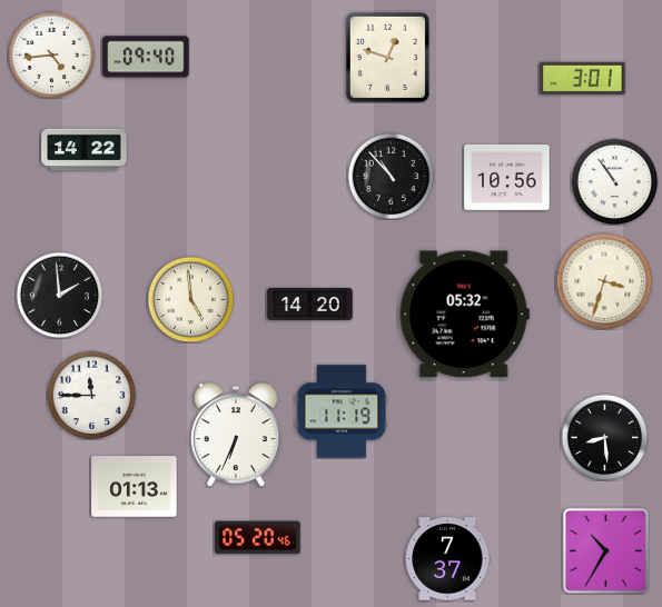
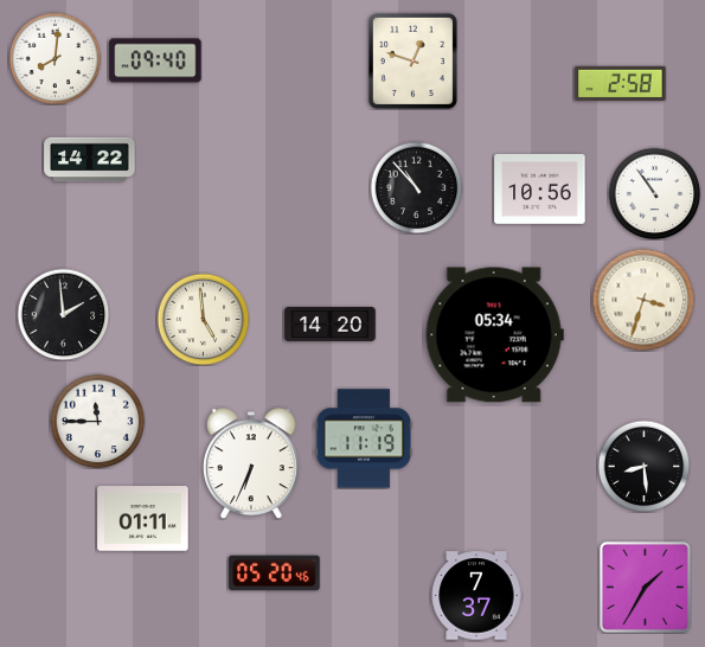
clock at (51, 54): 4:44 -> 8:01
clock at (583, 79): 3:01 -> 2:58
clock at (464, 315): 05:32 -> 05:34
clock at (135, 487): 01:13 -> 01:11
clock at (605, 550): 10:35 -> 1:35
